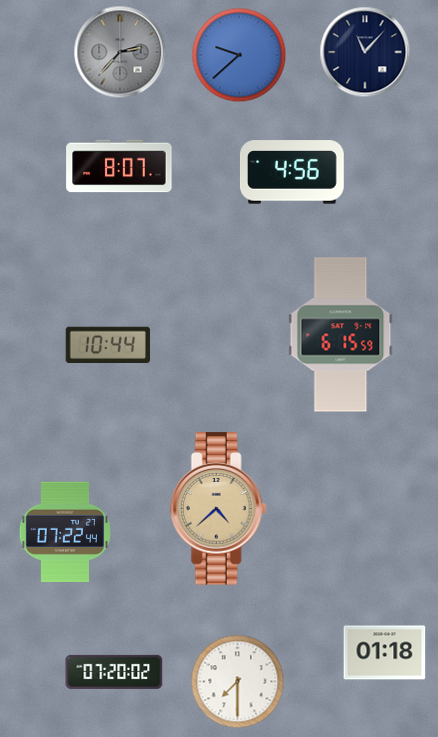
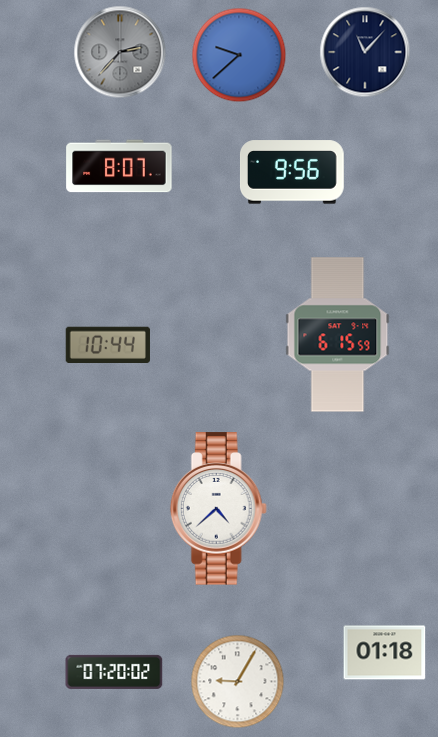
clock at (292, 172): 4:56 -> 9:56
clock at (341, 335) position: (341, 335) -> (338, 335)
clock at (218, 509) dial: champagne -> white
clock at (65, 531): 07:22 -> none
clock at (238, 682): 7:30 -> 9:05
